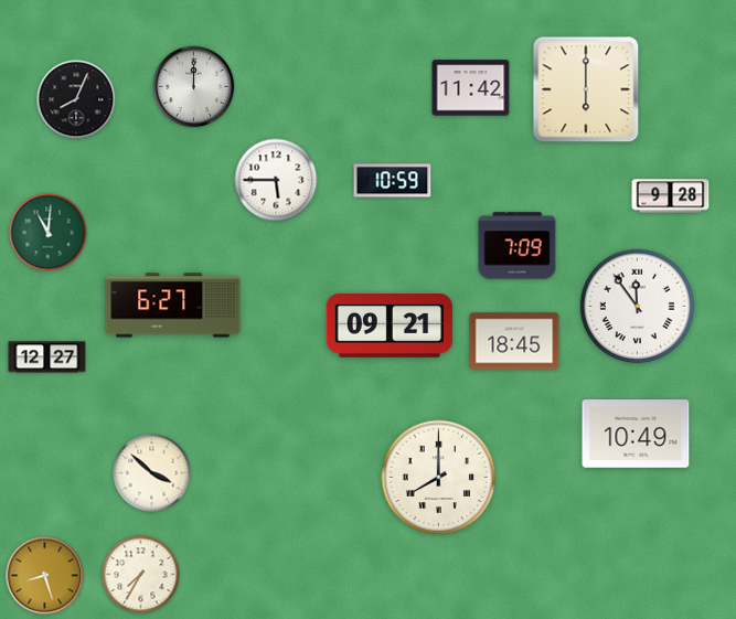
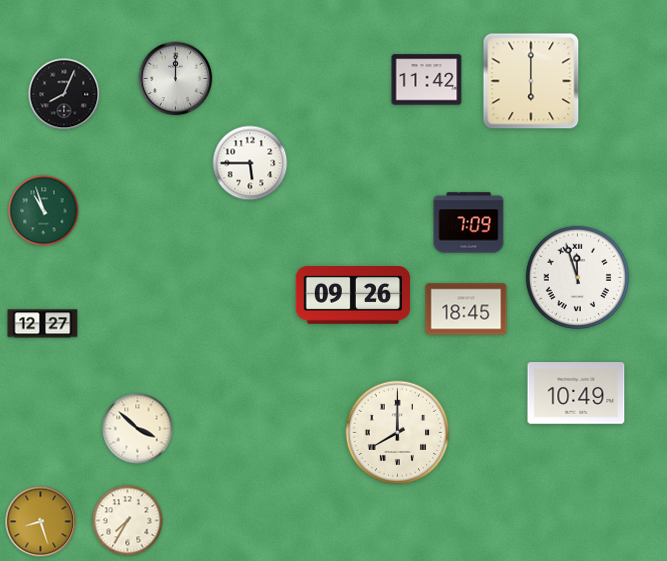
clock at (76, 99) position: (76, 99) -> (64, 94)
clock at (393, 181): 10:59 -> none
clock at (671, 196): 9:28 -> none
clock at (49, 233): 11:01 -> 10:57
clock at (173, 306): 6:27 -> none
clock at (638, 307): 11:54 -> 11:57
clock at (390, 325): 09:21 -> 09:26
